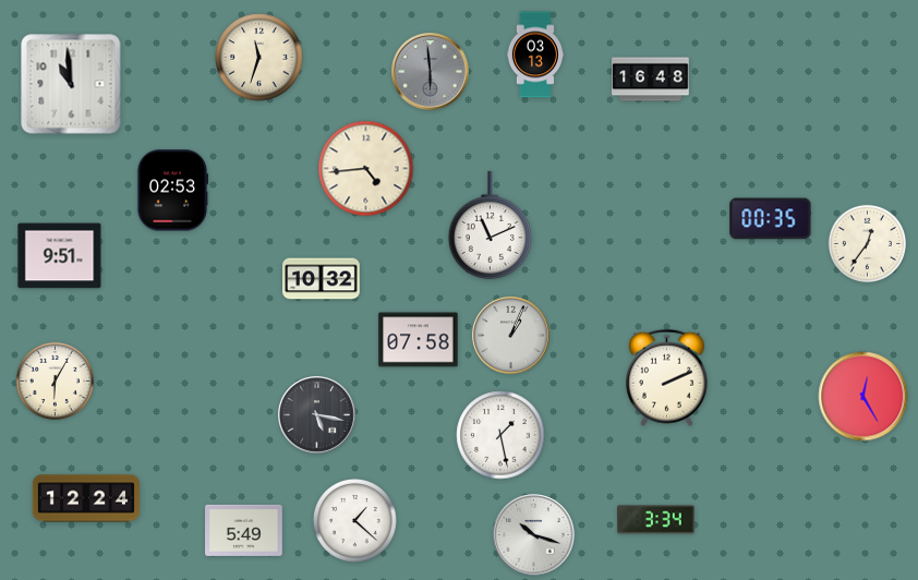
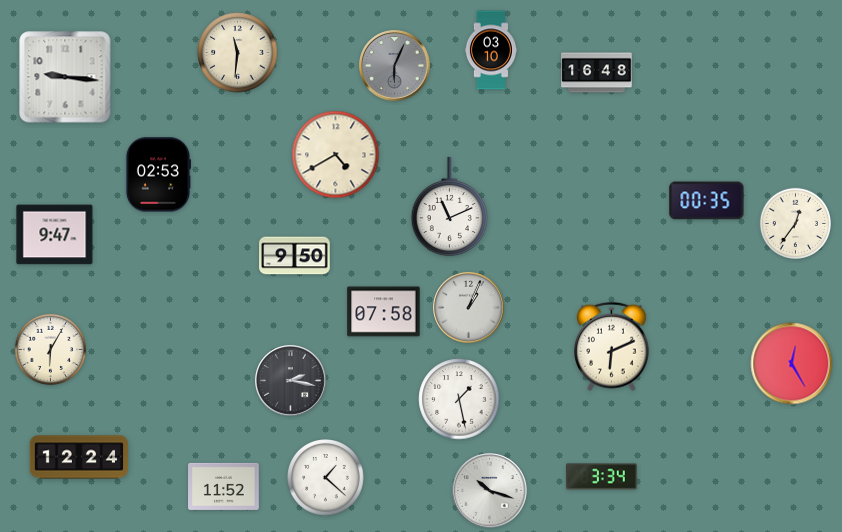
clock at (535, 55): 03:13 -> 03:10
clock at (259, 58): 11:33 -> 11:31
clock at (431, 72): 5:59 -> 6:04
clock at (71, 84): 10:59 -> 9:16
clock at (366, 169): 4:44 -> 4:40
clock at (60, 256): 9:51 -> 9:47
clock at (322, 279): 10:32 -> 9:50
clock at (667, 378): 2:11 -> 6:11
clock at (317, 415): 5:17 -> 2:17
clock at (244, 530): 5:49 -> 11:52
